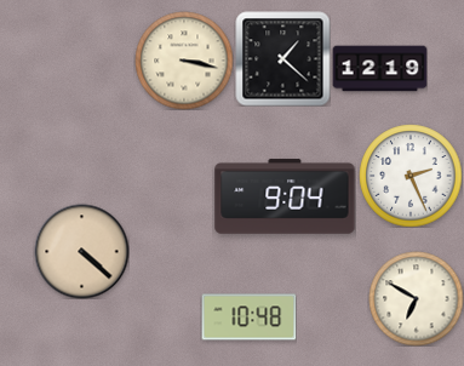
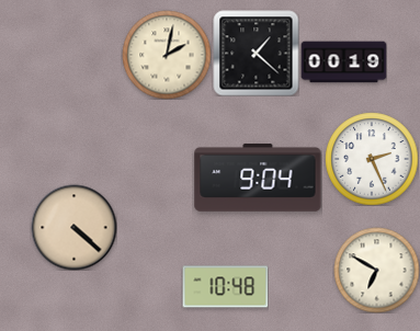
clock at (184, 61): 3:17 -> 2:02
clock at (379, 69): 12:19 -> 00:19
